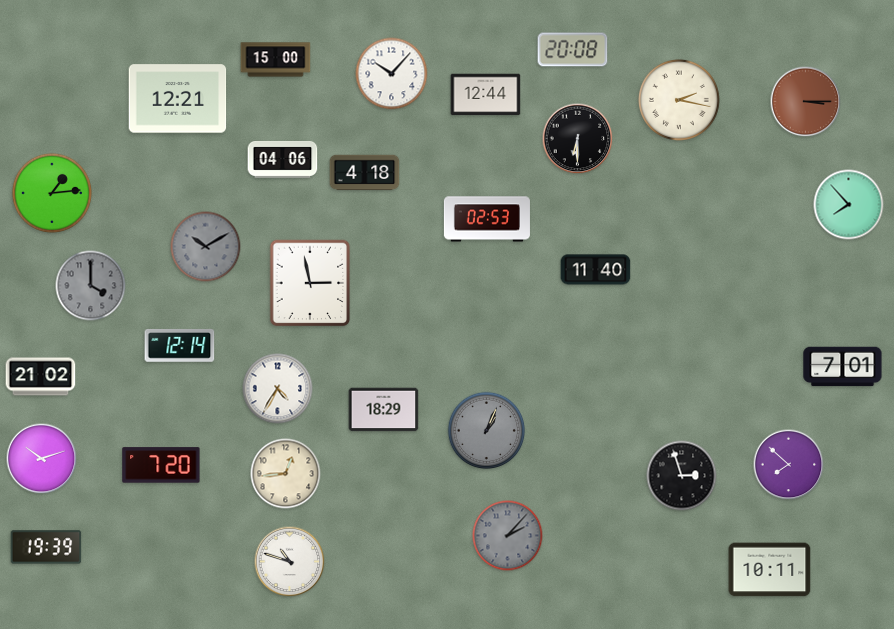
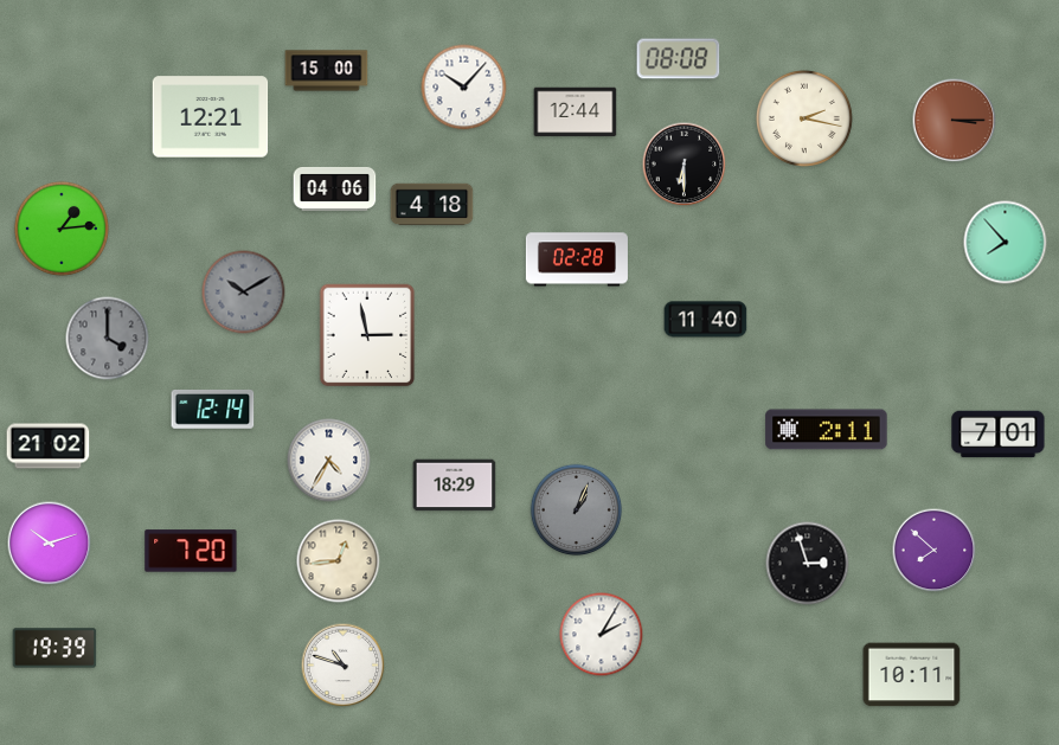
clock at (573, 50): 20:08 -> 08:08
clock at (487, 219): 02:53 -> 02:28
clock at (827, 430): none -> 2:11
clock at (508, 536): 2:07 -> 2:05
clock at (508, 536) dial: grey -> white
